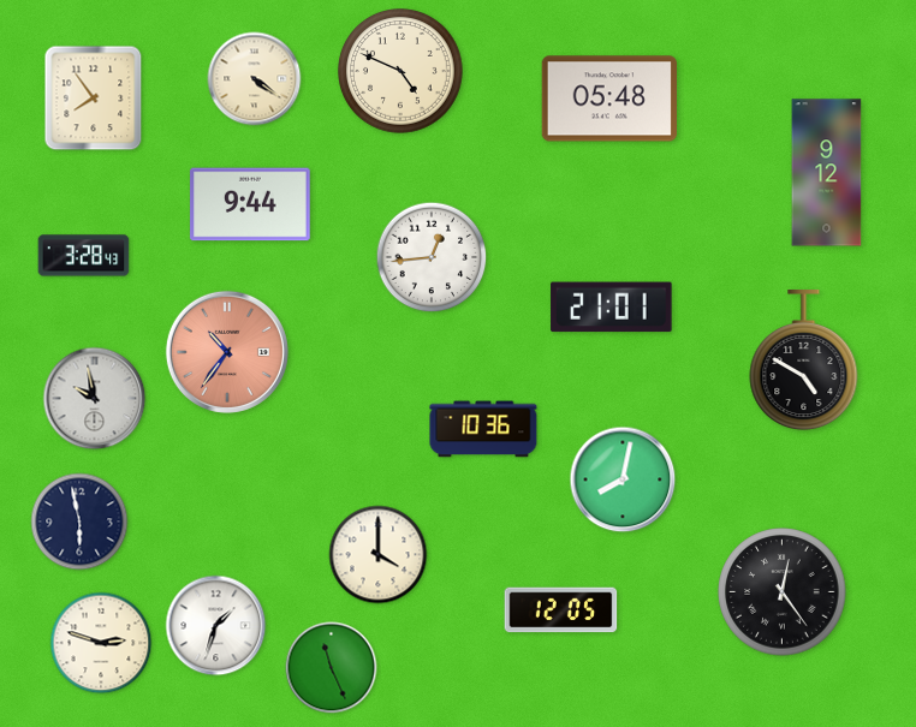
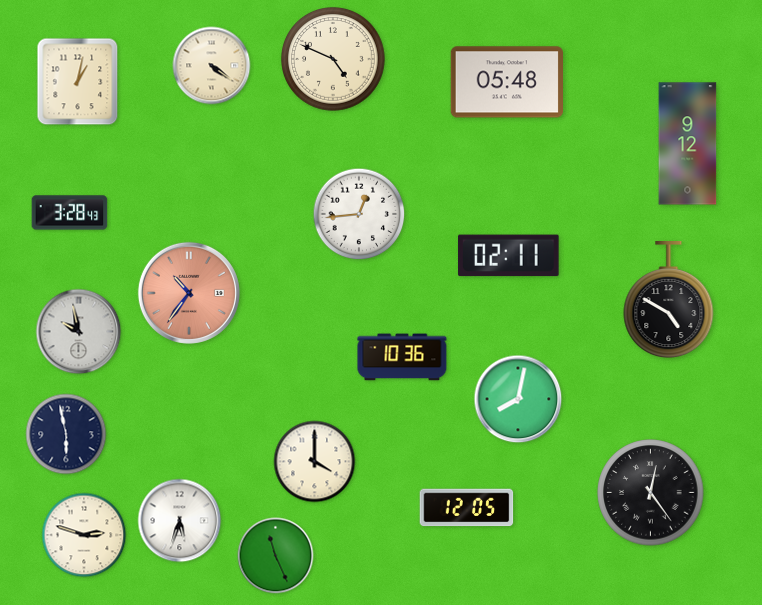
clock at (94, 99): 7:54 -> 1:02
clock at (250, 204): 9:44 -> none
clock at (612, 308): 21:01 -> 02:11
clock at (216, 626): 1:33 -> 5:33
